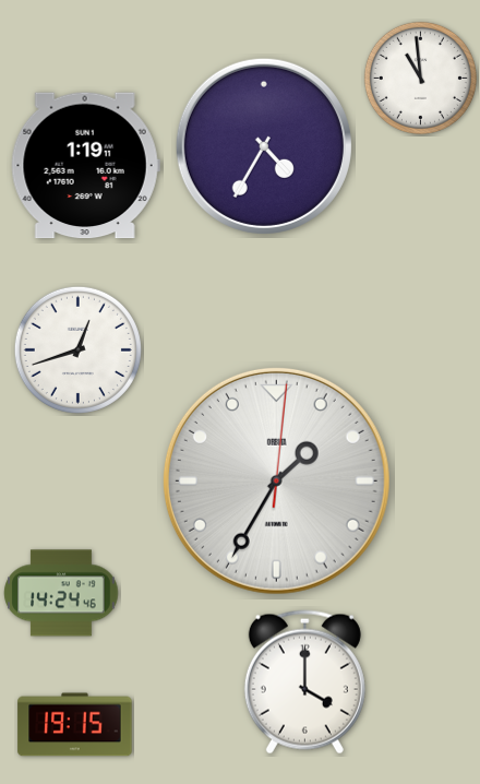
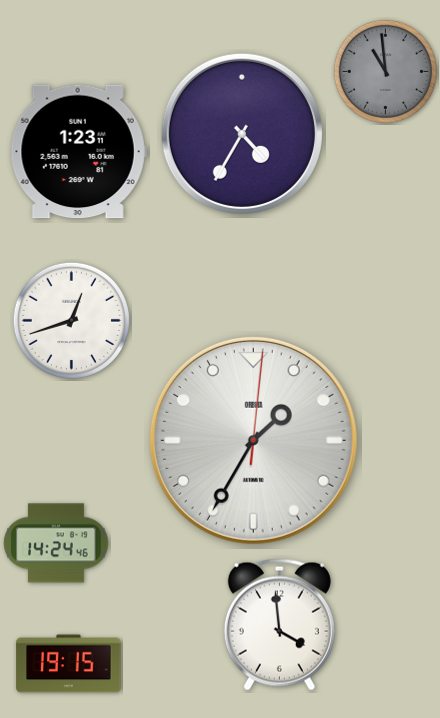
clock at (420, 78) dial: white -> grey
clock at (85, 166): 1:19 -> 1:23
clock at (304, 682): 4:00 -> 3:59
